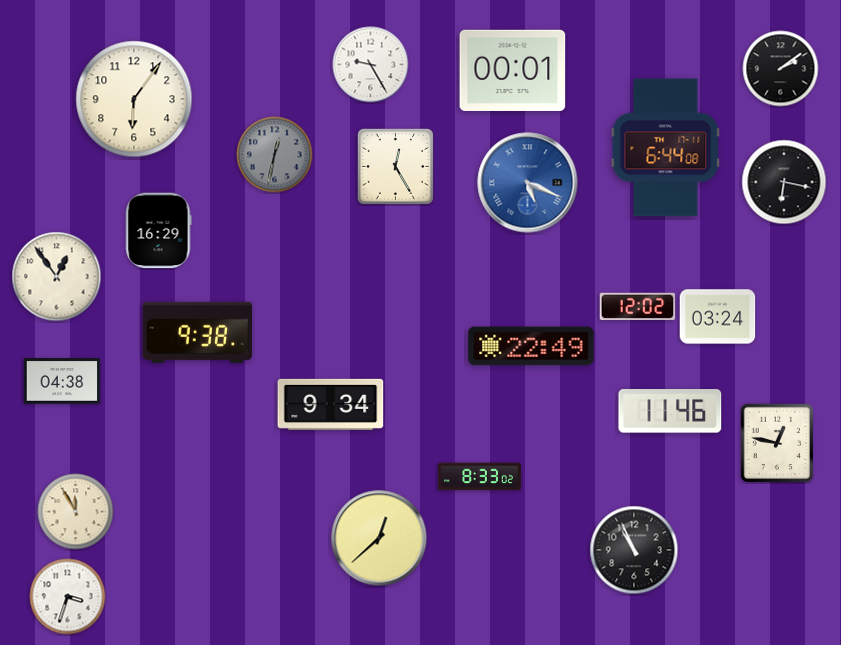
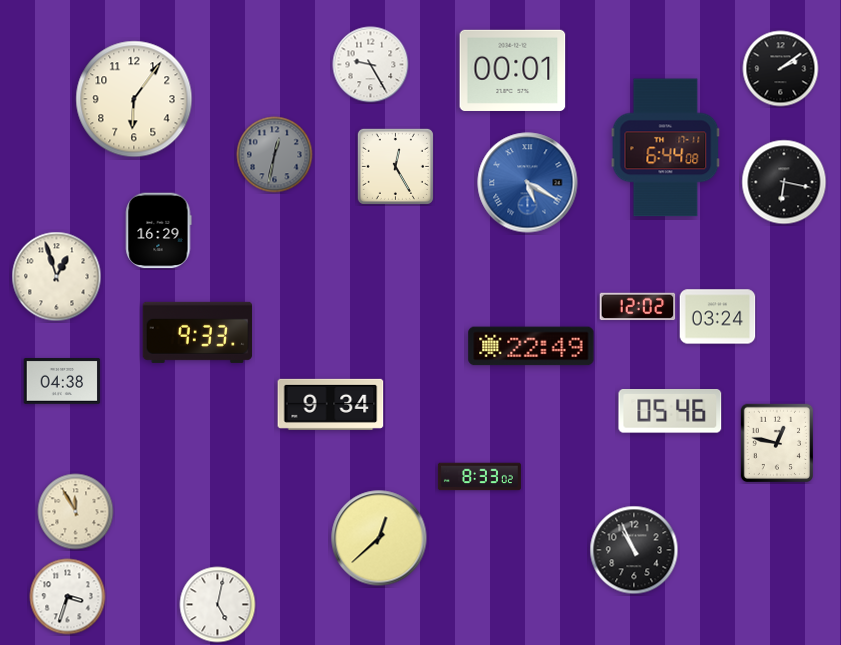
clock at (528, 183): 5:19 -> 5:20
clock at (57, 277): 12:54 -> 12:57
clock at (198, 332): 9:38 -> 9:33
clock at (670, 412): 11:46 -> 05:46
clock at (218, 605): none -> 5:02
